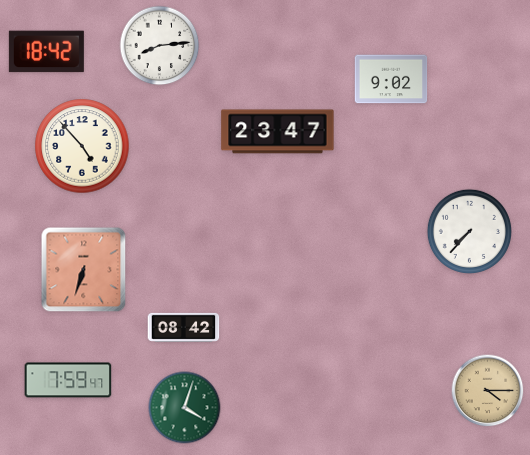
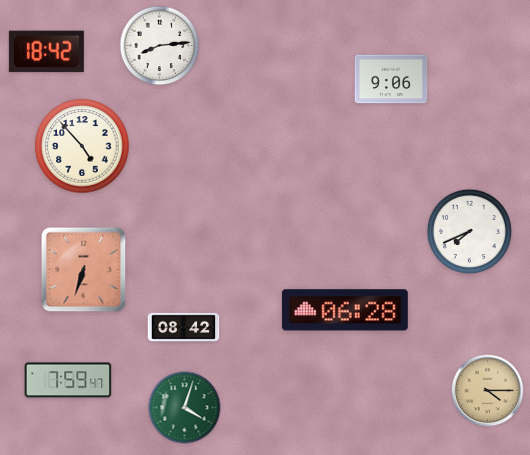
clock at (391, 79): 9:02 -> 9:06
clock at (278, 132): 23:47 -> none
clock at (469, 231): 7:37 -> 7:41
clock at (345, 310): none -> 06:28
